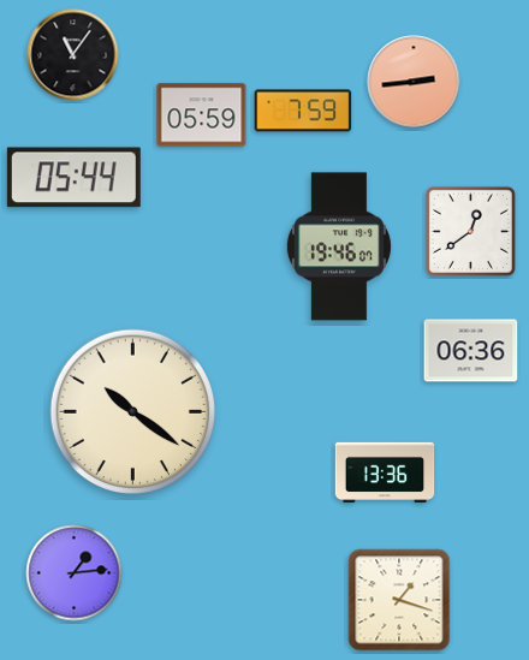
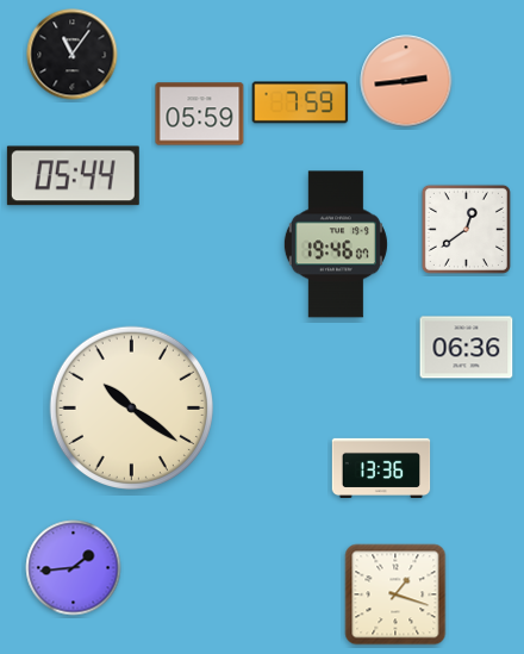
clock at (414, 82) position: (414, 82) -> (406, 81)
clock at (303, 111) position: (303, 111) -> (300, 102)
clock at (75, 573): 1:14 -> 1:44
